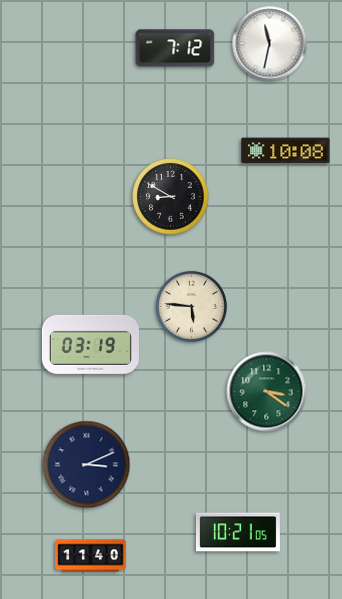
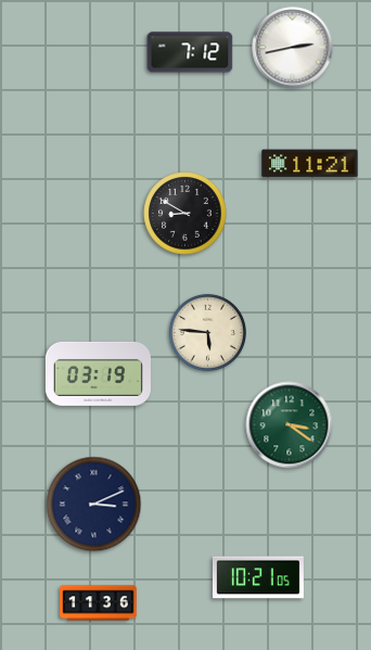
clock at (270, 44): 11:32 -> 2:43
clock at (286, 151): 10:08 -> 11:21
clock at (91, 556): 11:40 -> 11:36
